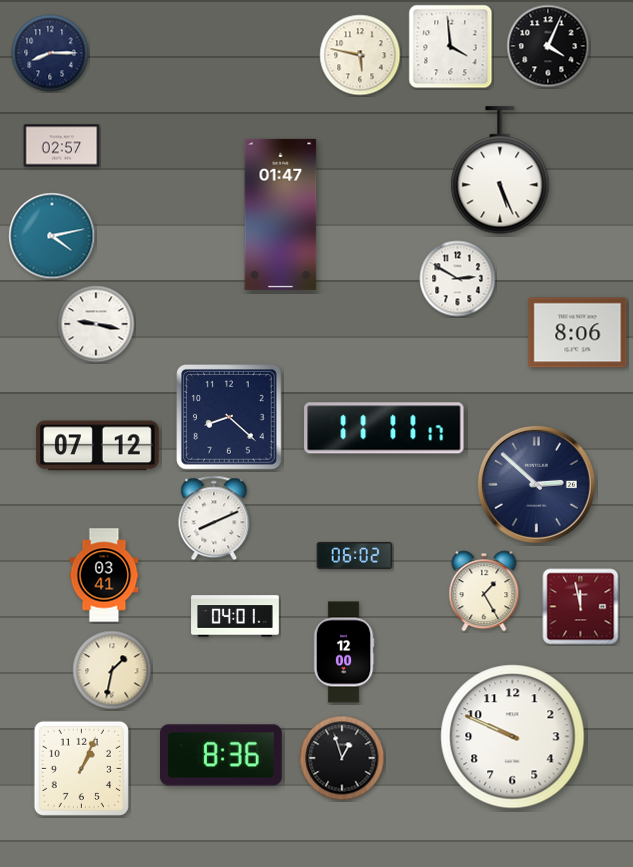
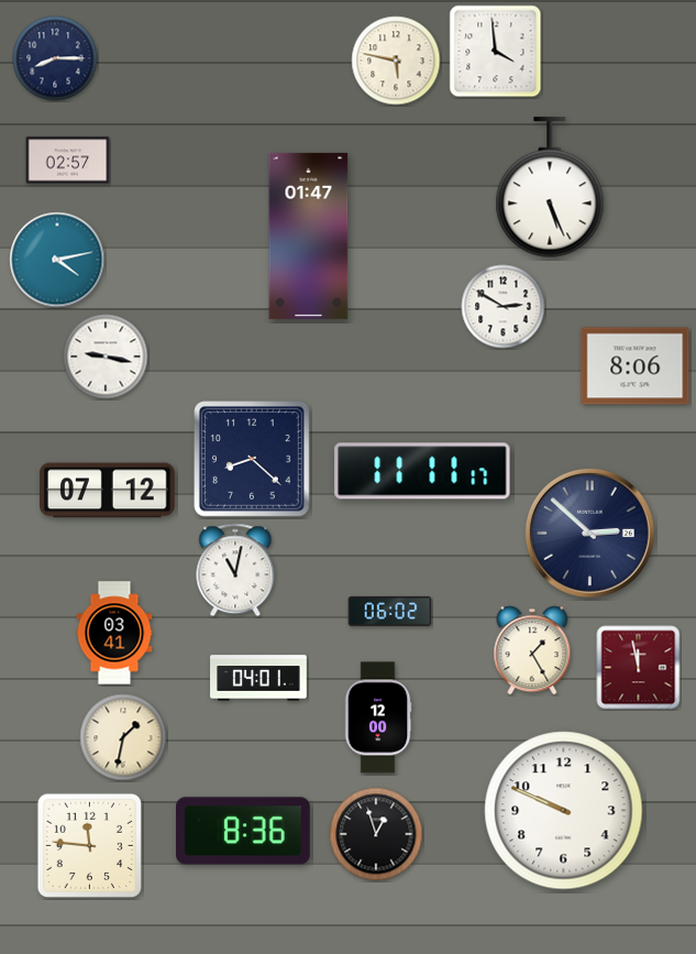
clock at (548, 46): 4:04 -> none
clock at (214, 518): 8:11 -> 11:02
clock at (81, 768): 1:04 -> 11:46
